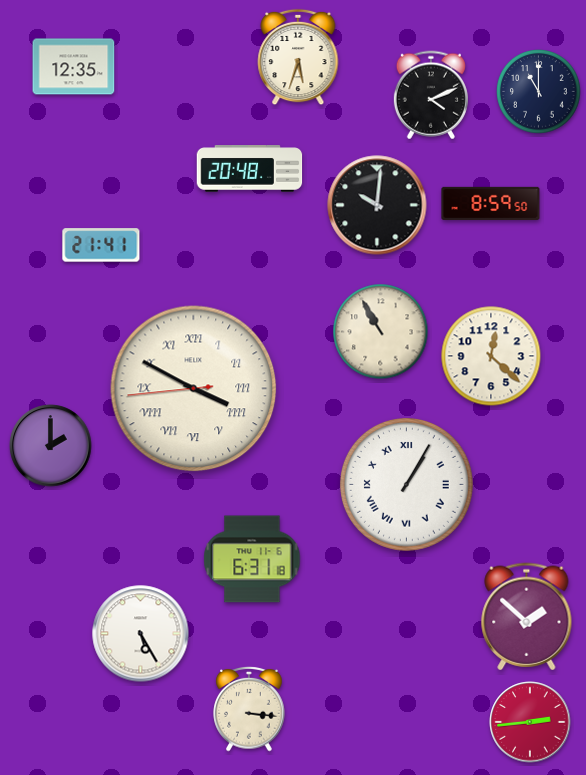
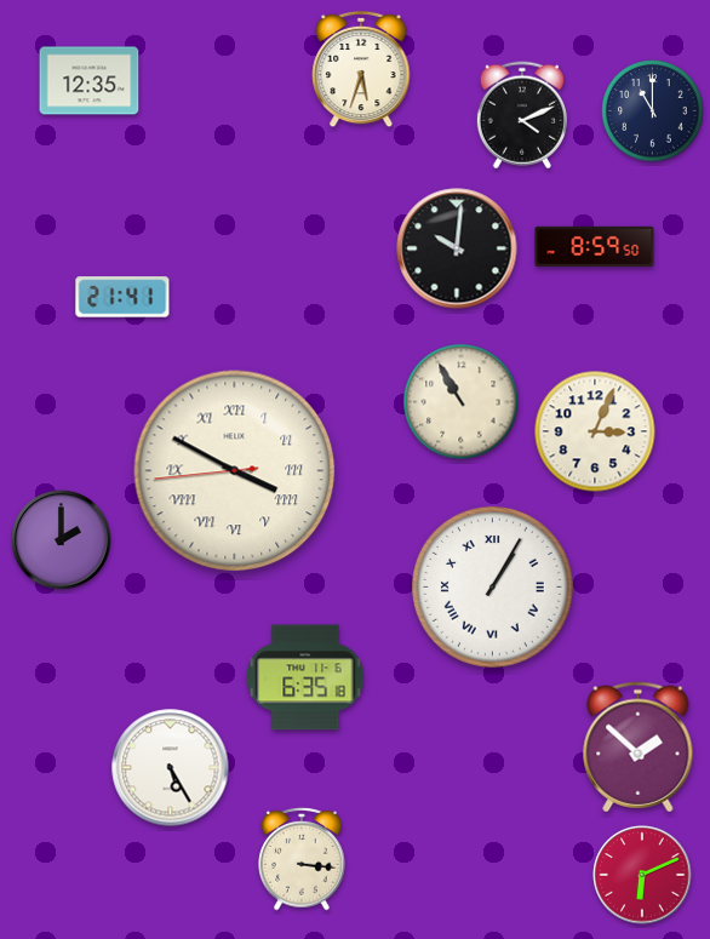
clock at (250, 169): 20:48 -> none
clock at (491, 356): 12:22 -> 3:04
clock at (252, 559): 6:31 -> 6:35
clock at (530, 722): 2:44 -> 6:11
